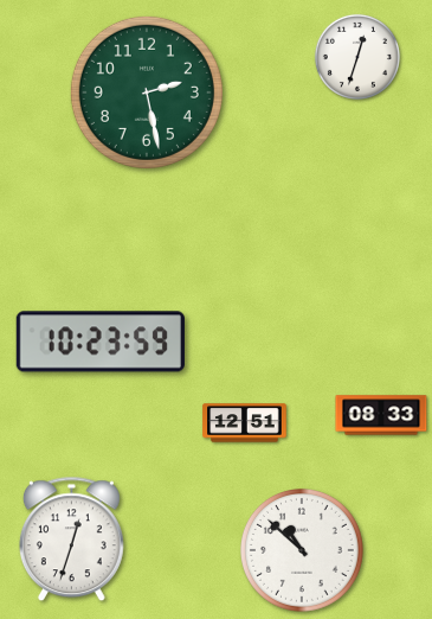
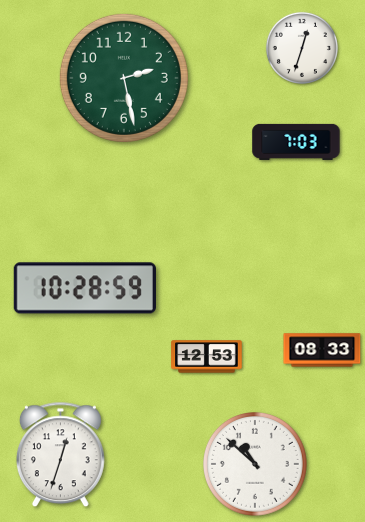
clock at (296, 142): none -> 7:03
clock at (101, 342): 10:23 -> 10:28
clock at (245, 423): 12:51 -> 12:53
